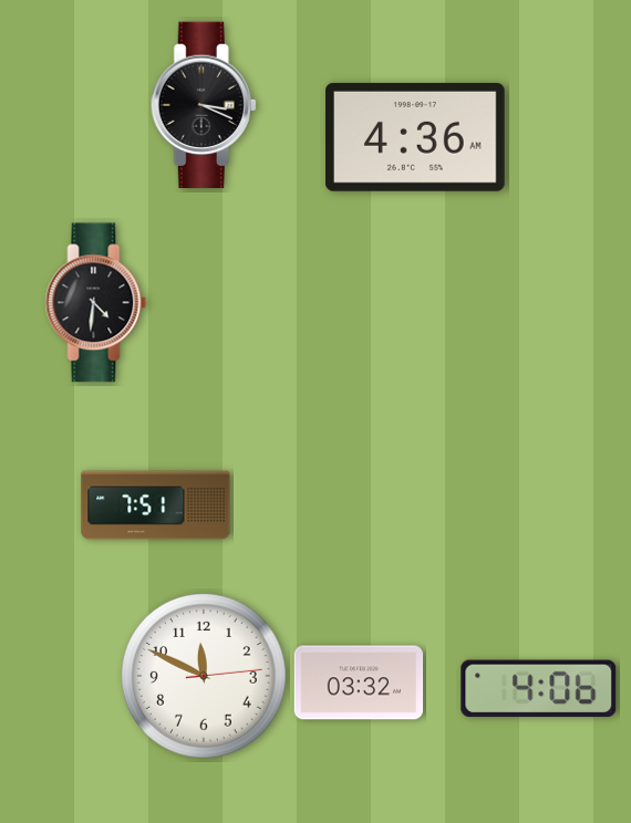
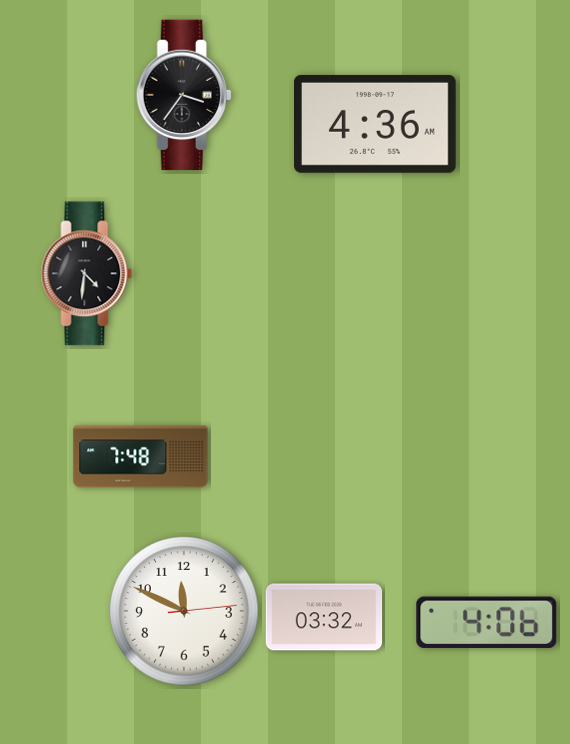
clock at (204, 105): 3:19 -> 3:36
clock at (156, 506): 7:51 -> 7:48
